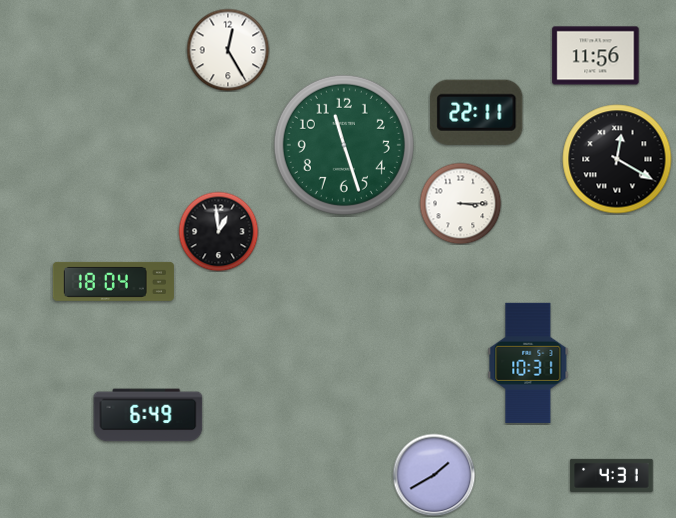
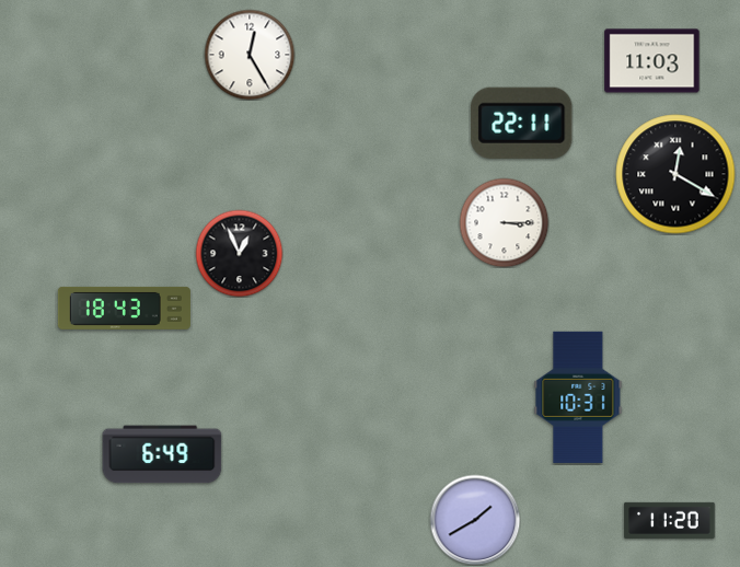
clock at (596, 56): 11:56 -> 11:03
clock at (344, 145): 11:27 -> none
clock at (218, 231): 12:59 -> 12:56
clock at (113, 281): 18:04 -> 18:43
clock at (612, 475): 4:31 -> 11:20
